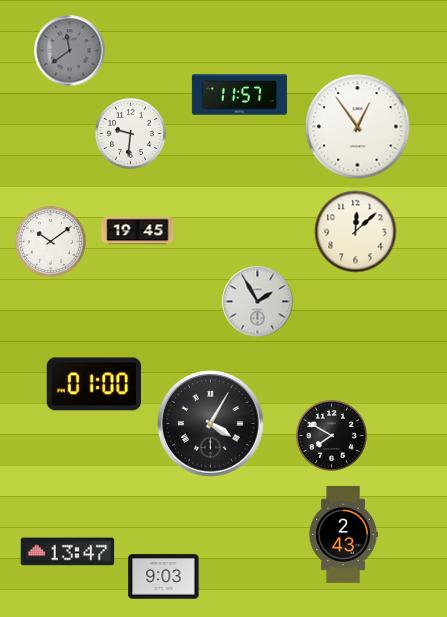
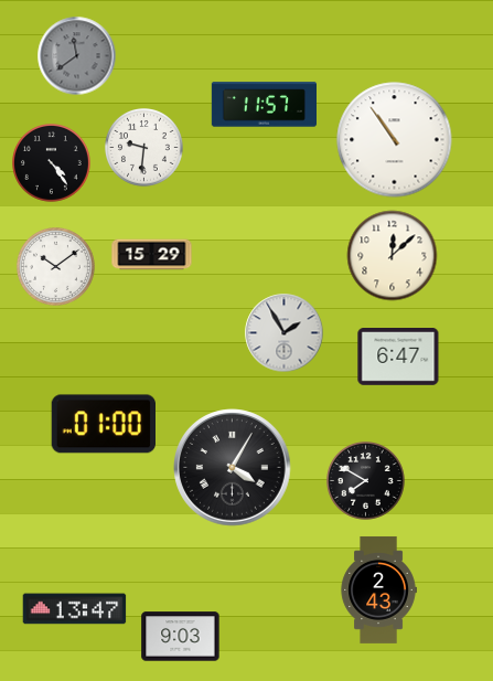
clock at (358, 127): 12:54 -> 10:54
clock at (52, 163): none -> 4:24
clock at (138, 231): 19:45 -> 15:29
clock at (398, 358): none -> 6:47
